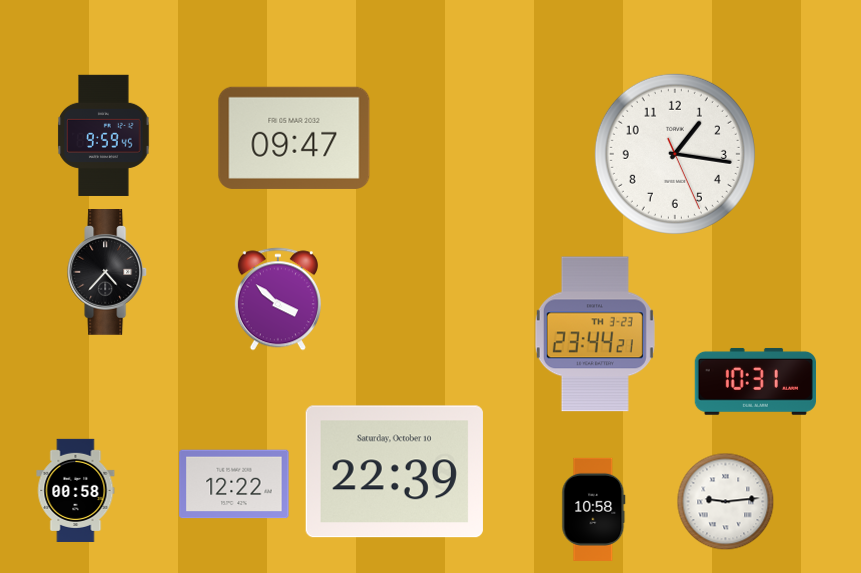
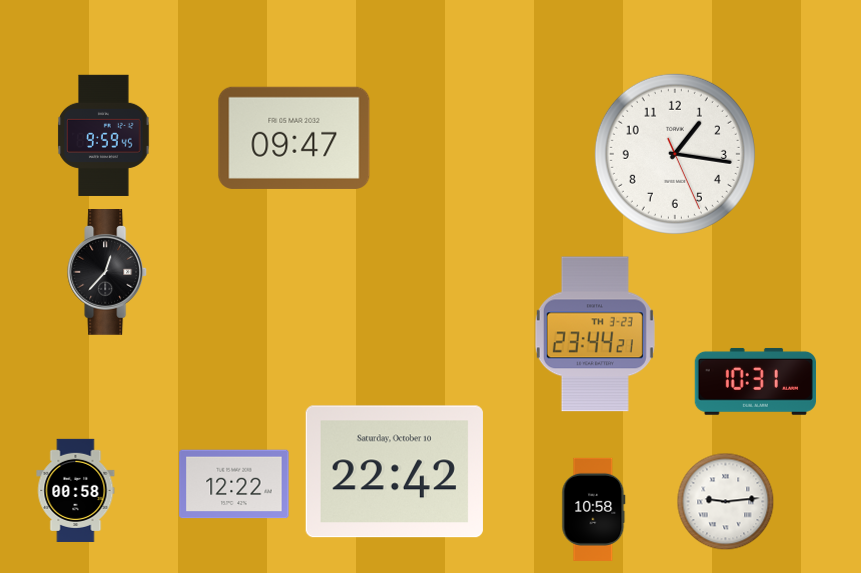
clock at (108, 273): 4:37 -> 12:37
clock at (278, 299): 3:52 -> none
clock at (394, 472): 22:39 -> 22:42
